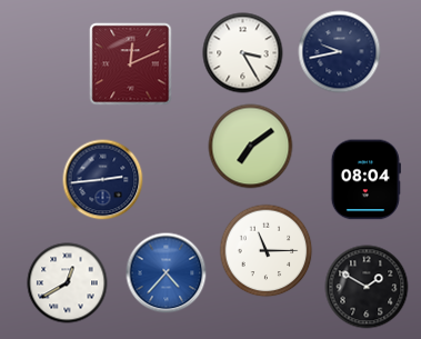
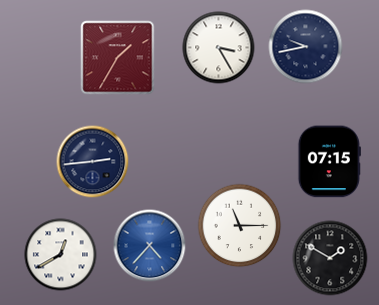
clock at (131, 64): 12:11 -> 1:35
clock at (251, 147): 7:09 -> none
clock at (365, 180): 08:04 -> 07:15
